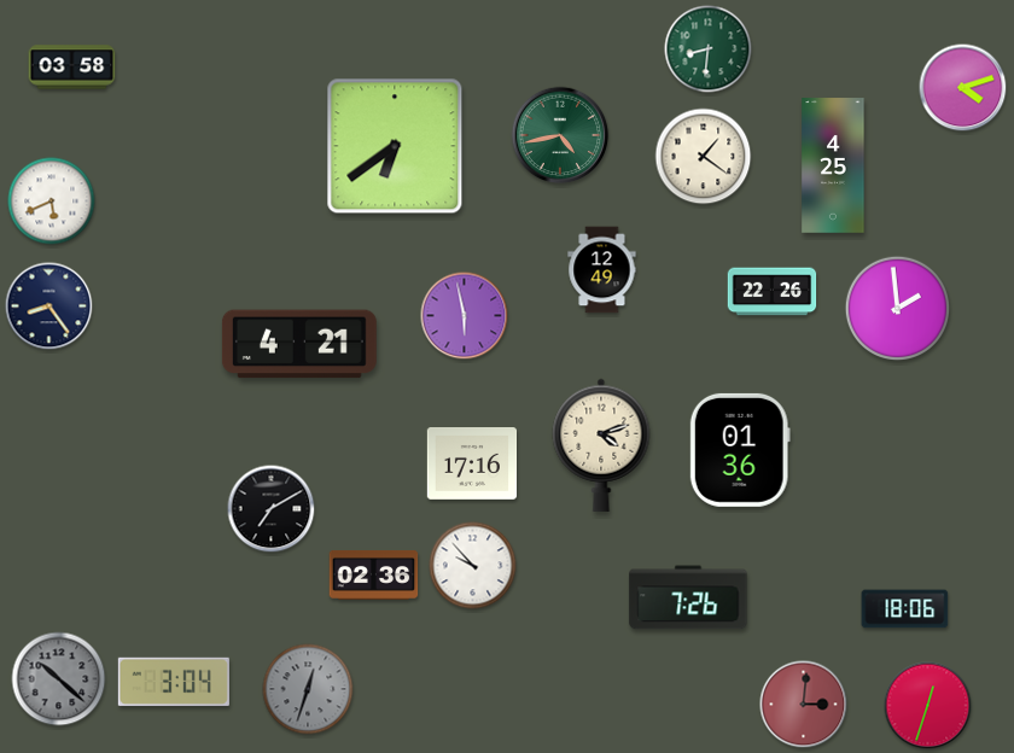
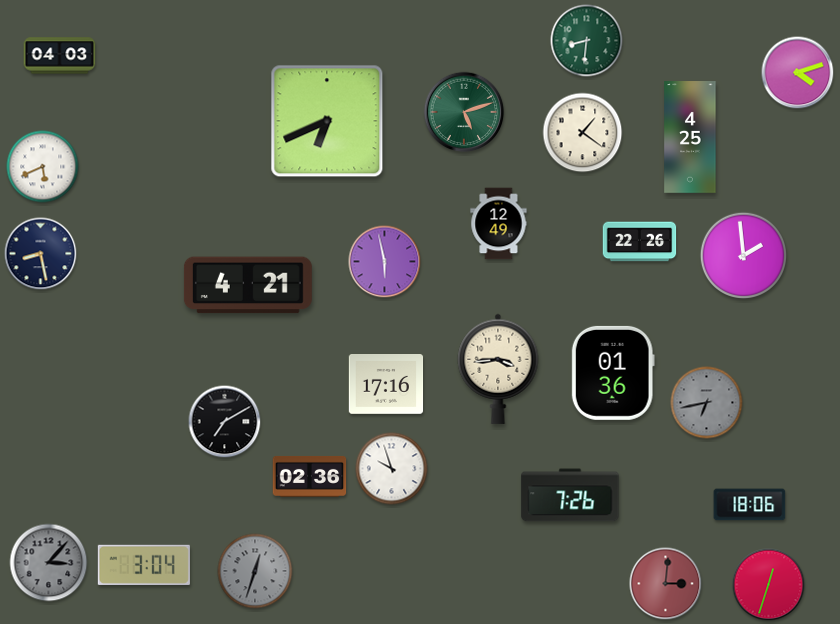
clock at (72, 68): 03:58 -> 04:03
clock at (560, 135): 4:43 -> 5:12
clock at (395, 146): 6:39 -> 6:41
clock at (704, 157) position: (704, 157) -> (583, 133)
clock at (49, 307): 8:24 -> 8:28
clock at (601, 445): 4:12 -> 3:44
clock at (472, 465) position: (472, 465) -> (386, 385)
clock at (707, 403): none -> 6:43
clock at (473, 566): 9:53 -> 9:57
clock at (59, 679): 10:22 -> 3:07
